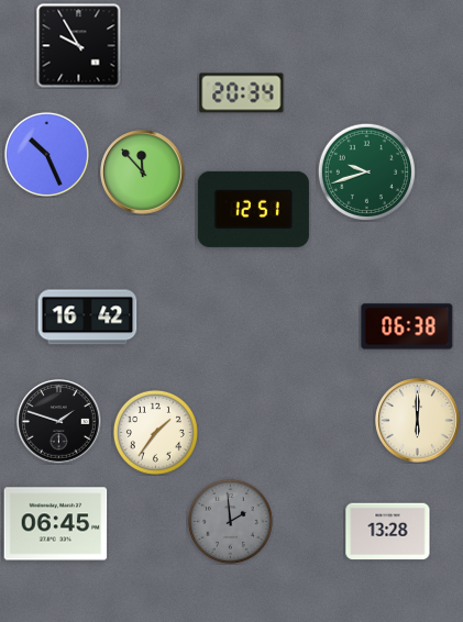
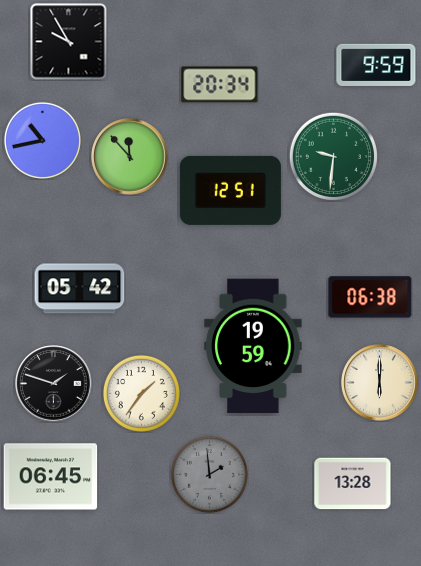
clock at (79, 46) position: (79, 46) -> (69, 42)
clock at (376, 65): none -> 9:59
clock at (46, 154): 10:26 -> 10:43
clock at (366, 171): 9:42 -> 9:31
clock at (88, 318): 16:42 -> 05:42
clock at (253, 346): none -> 19:59
